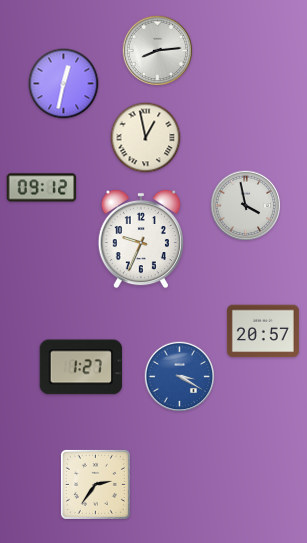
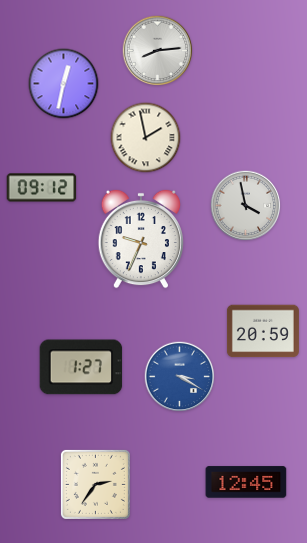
clock at (146, 138): 12:58 -> 1:58
clock at (263, 331): 20:57 -> 20:59
clock at (246, 482): none -> 12:45
